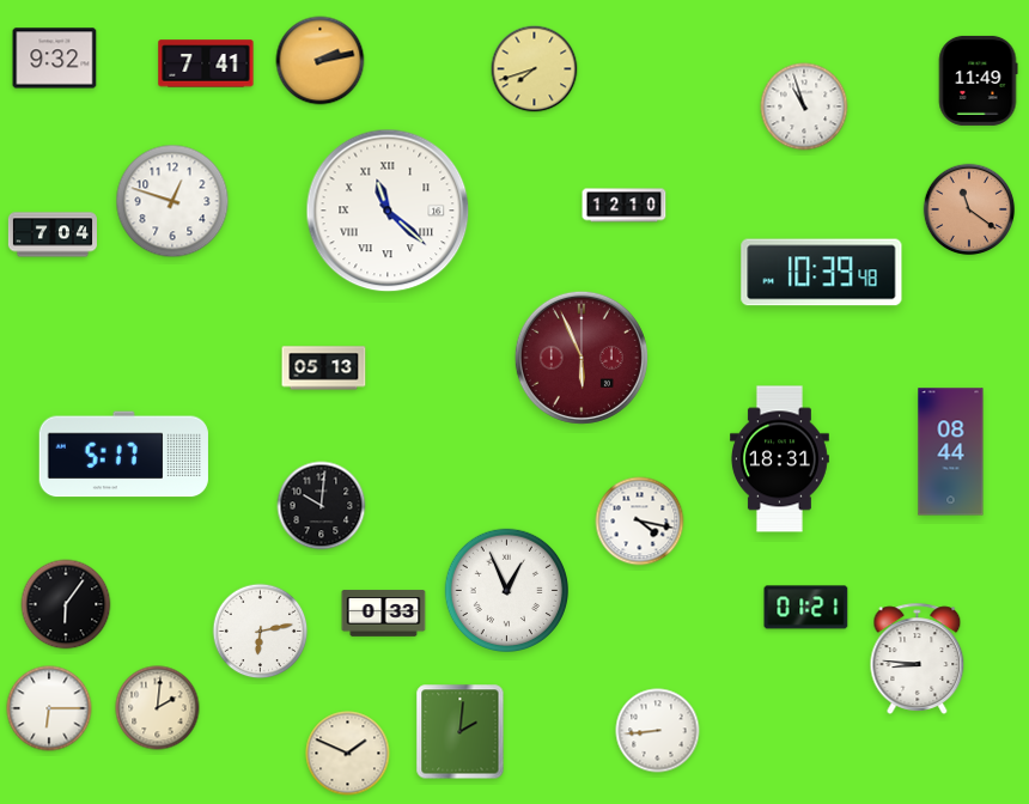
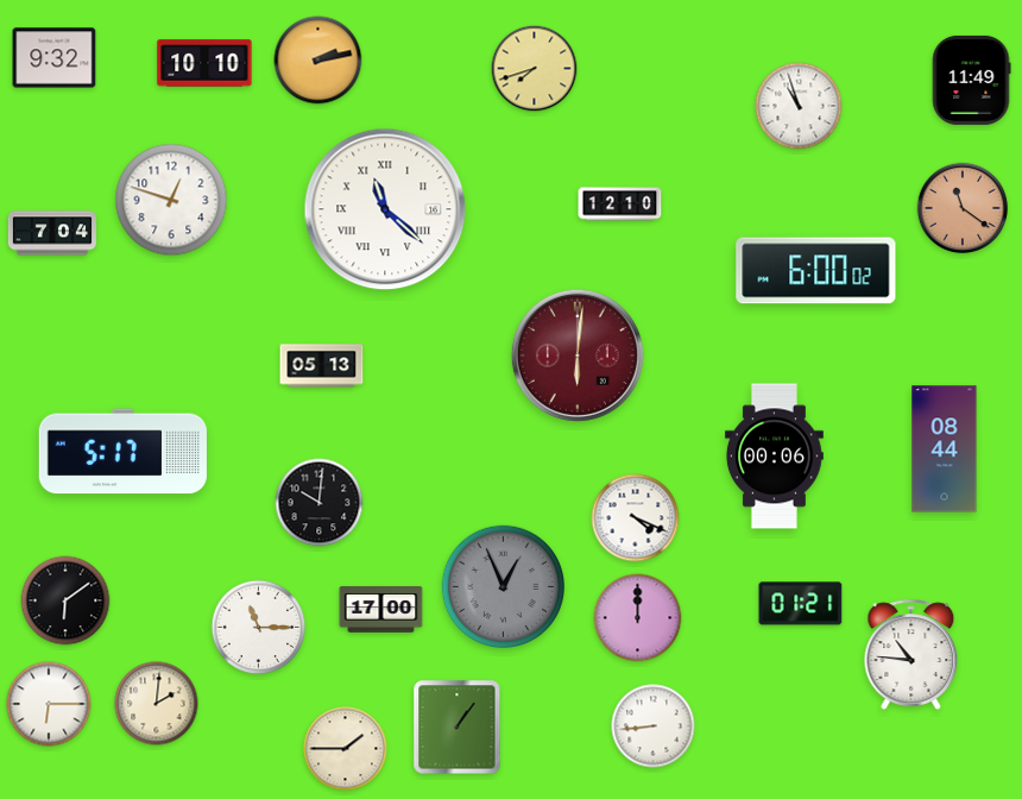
clock at (206, 63): 7:41 -> 10:10
clock at (535, 69) position: (535, 69) -> (535, 69)
clock at (822, 273): 10:39 -> 6:00
clock at (582, 358): 5:56 -> 6:01
clock at (779, 459): 18:31 -> 00:06
clock at (640, 522): 4:17 -> 4:19
clock at (506, 590) dial: white -> grey
clock at (66, 604): 6:06 -> 6:09
clock at (384, 614): 0:33 -> 17:00
clock at (638, 618): none -> 12:00
clock at (261, 632): 6:13 -> 11:15
clock at (918, 658): 8:46 -> 10:46
clock at (461, 732): 2:01 -> 1:06
clock at (348, 754): 1:49 -> 1:45
